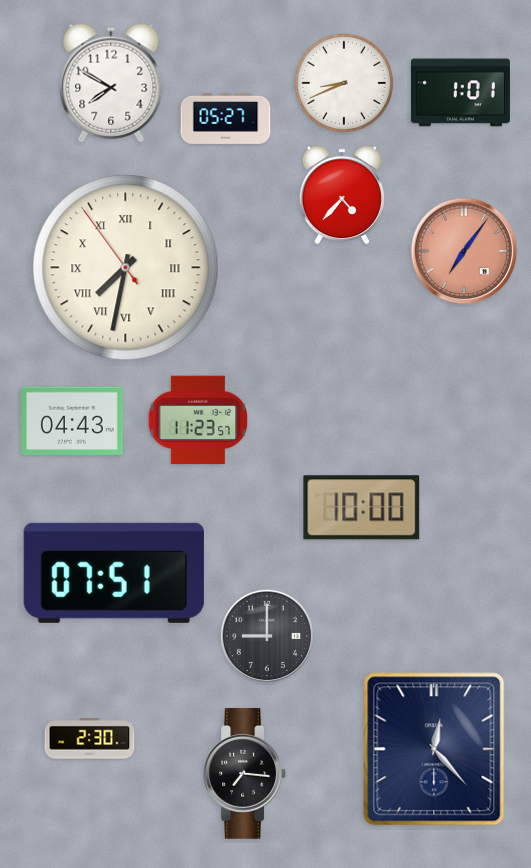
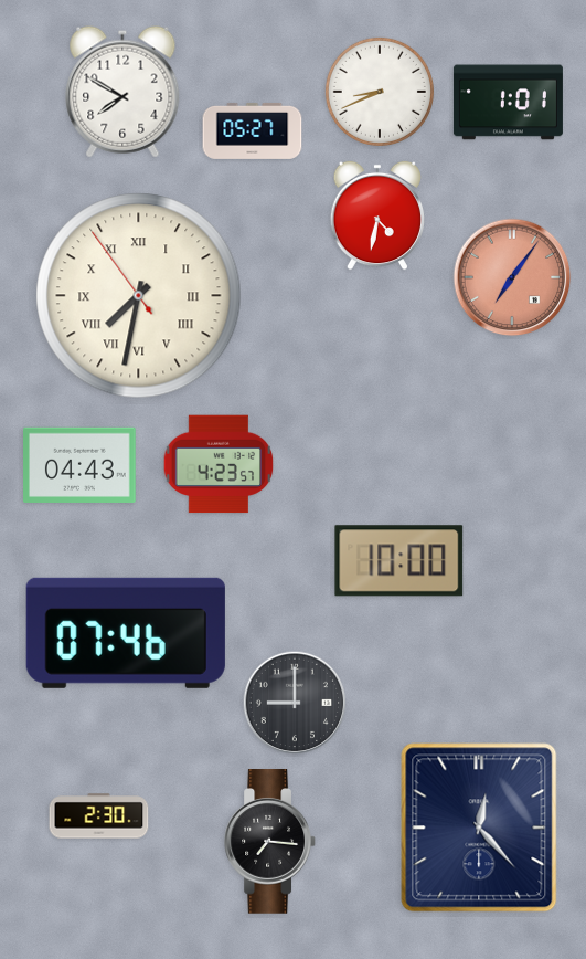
clock at (226, 118) position: (226, 118) -> (253, 130)
clock at (341, 195): 4:37 -> 4:32
clock at (198, 420): 11:23 -> 4:23
clock at (114, 573): 07:51 -> 07:46
clock at (244, 774) position: (244, 774) -> (269, 842)
